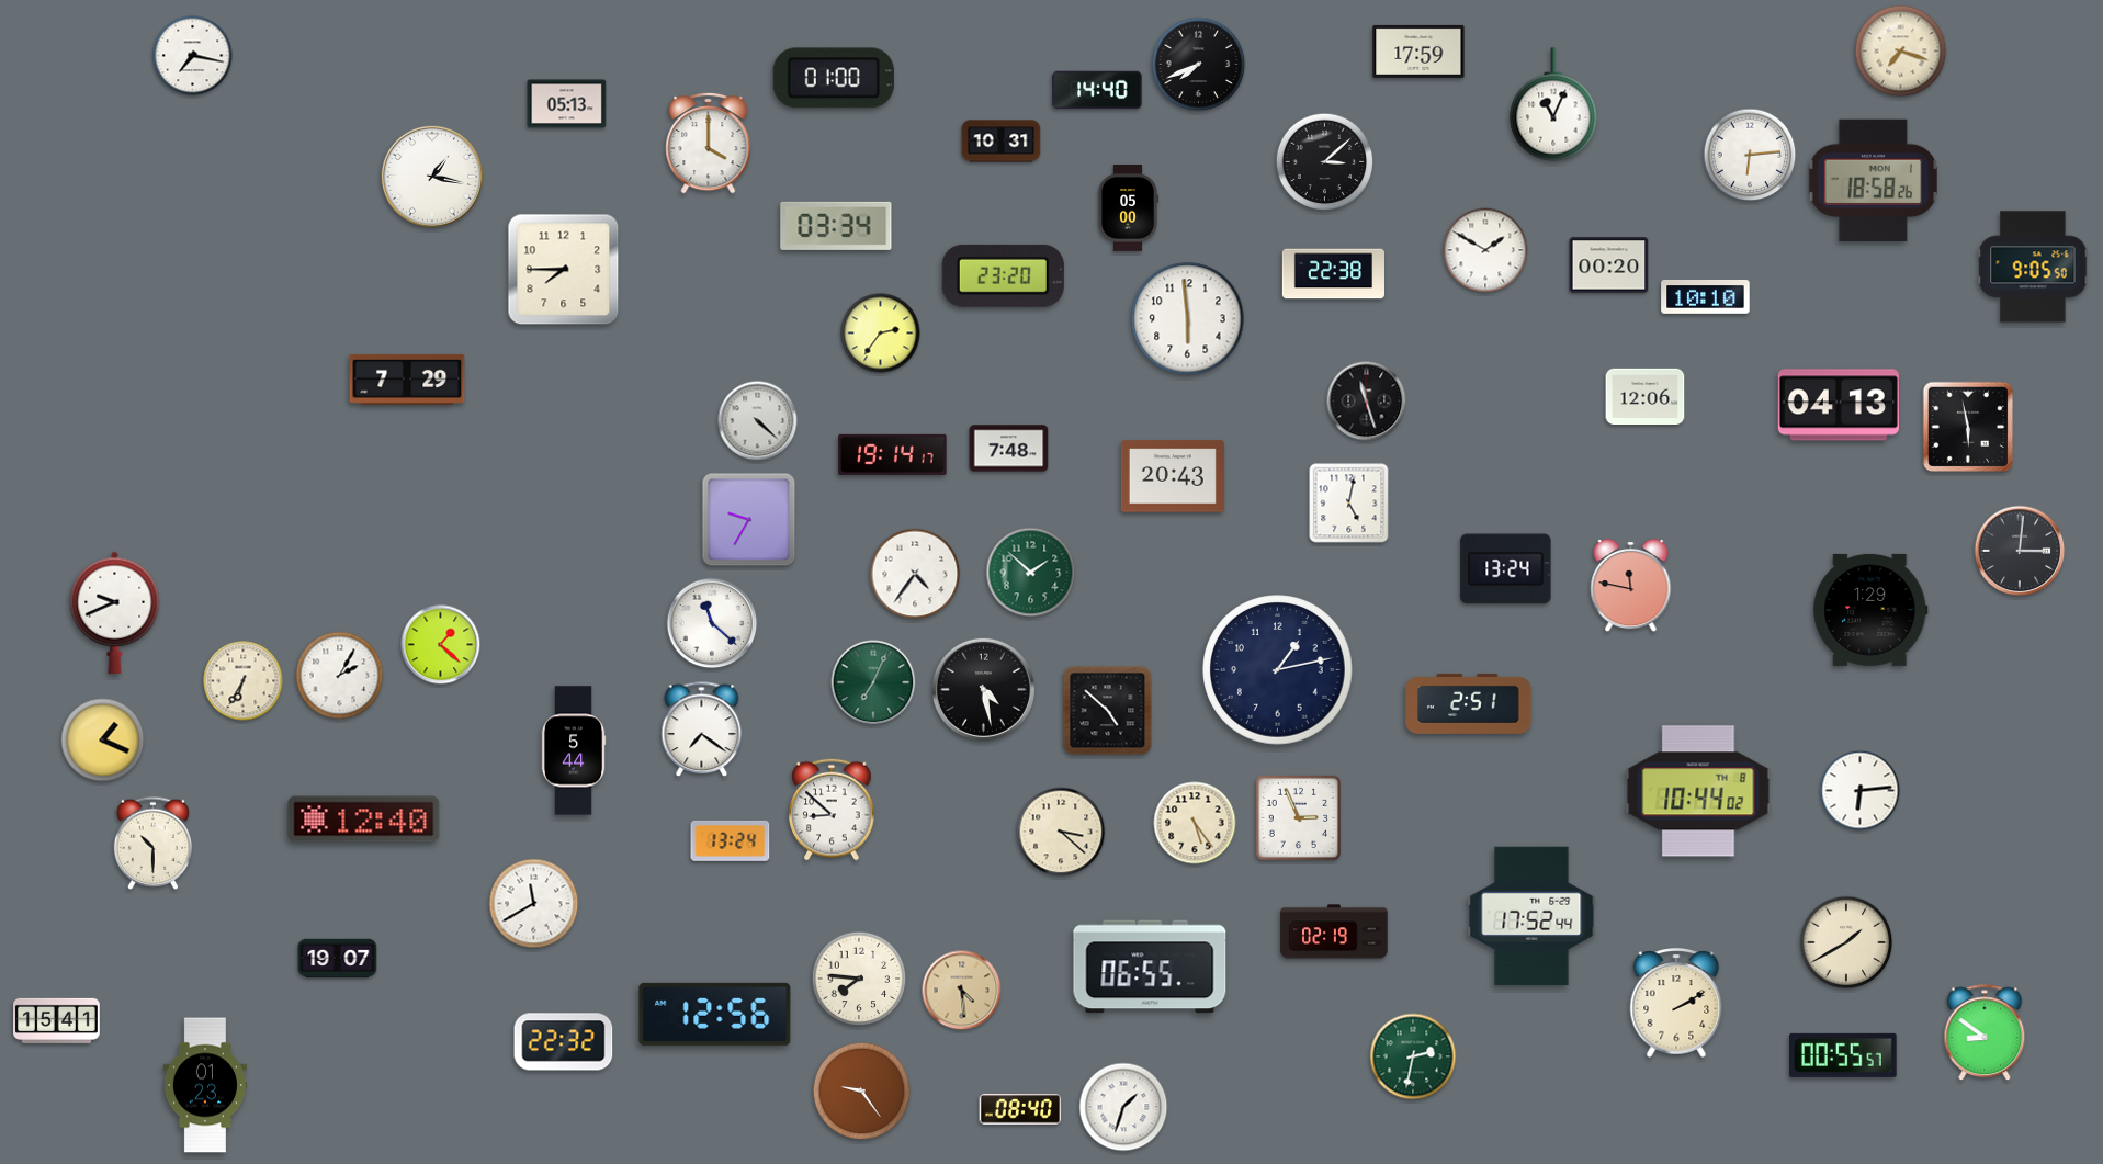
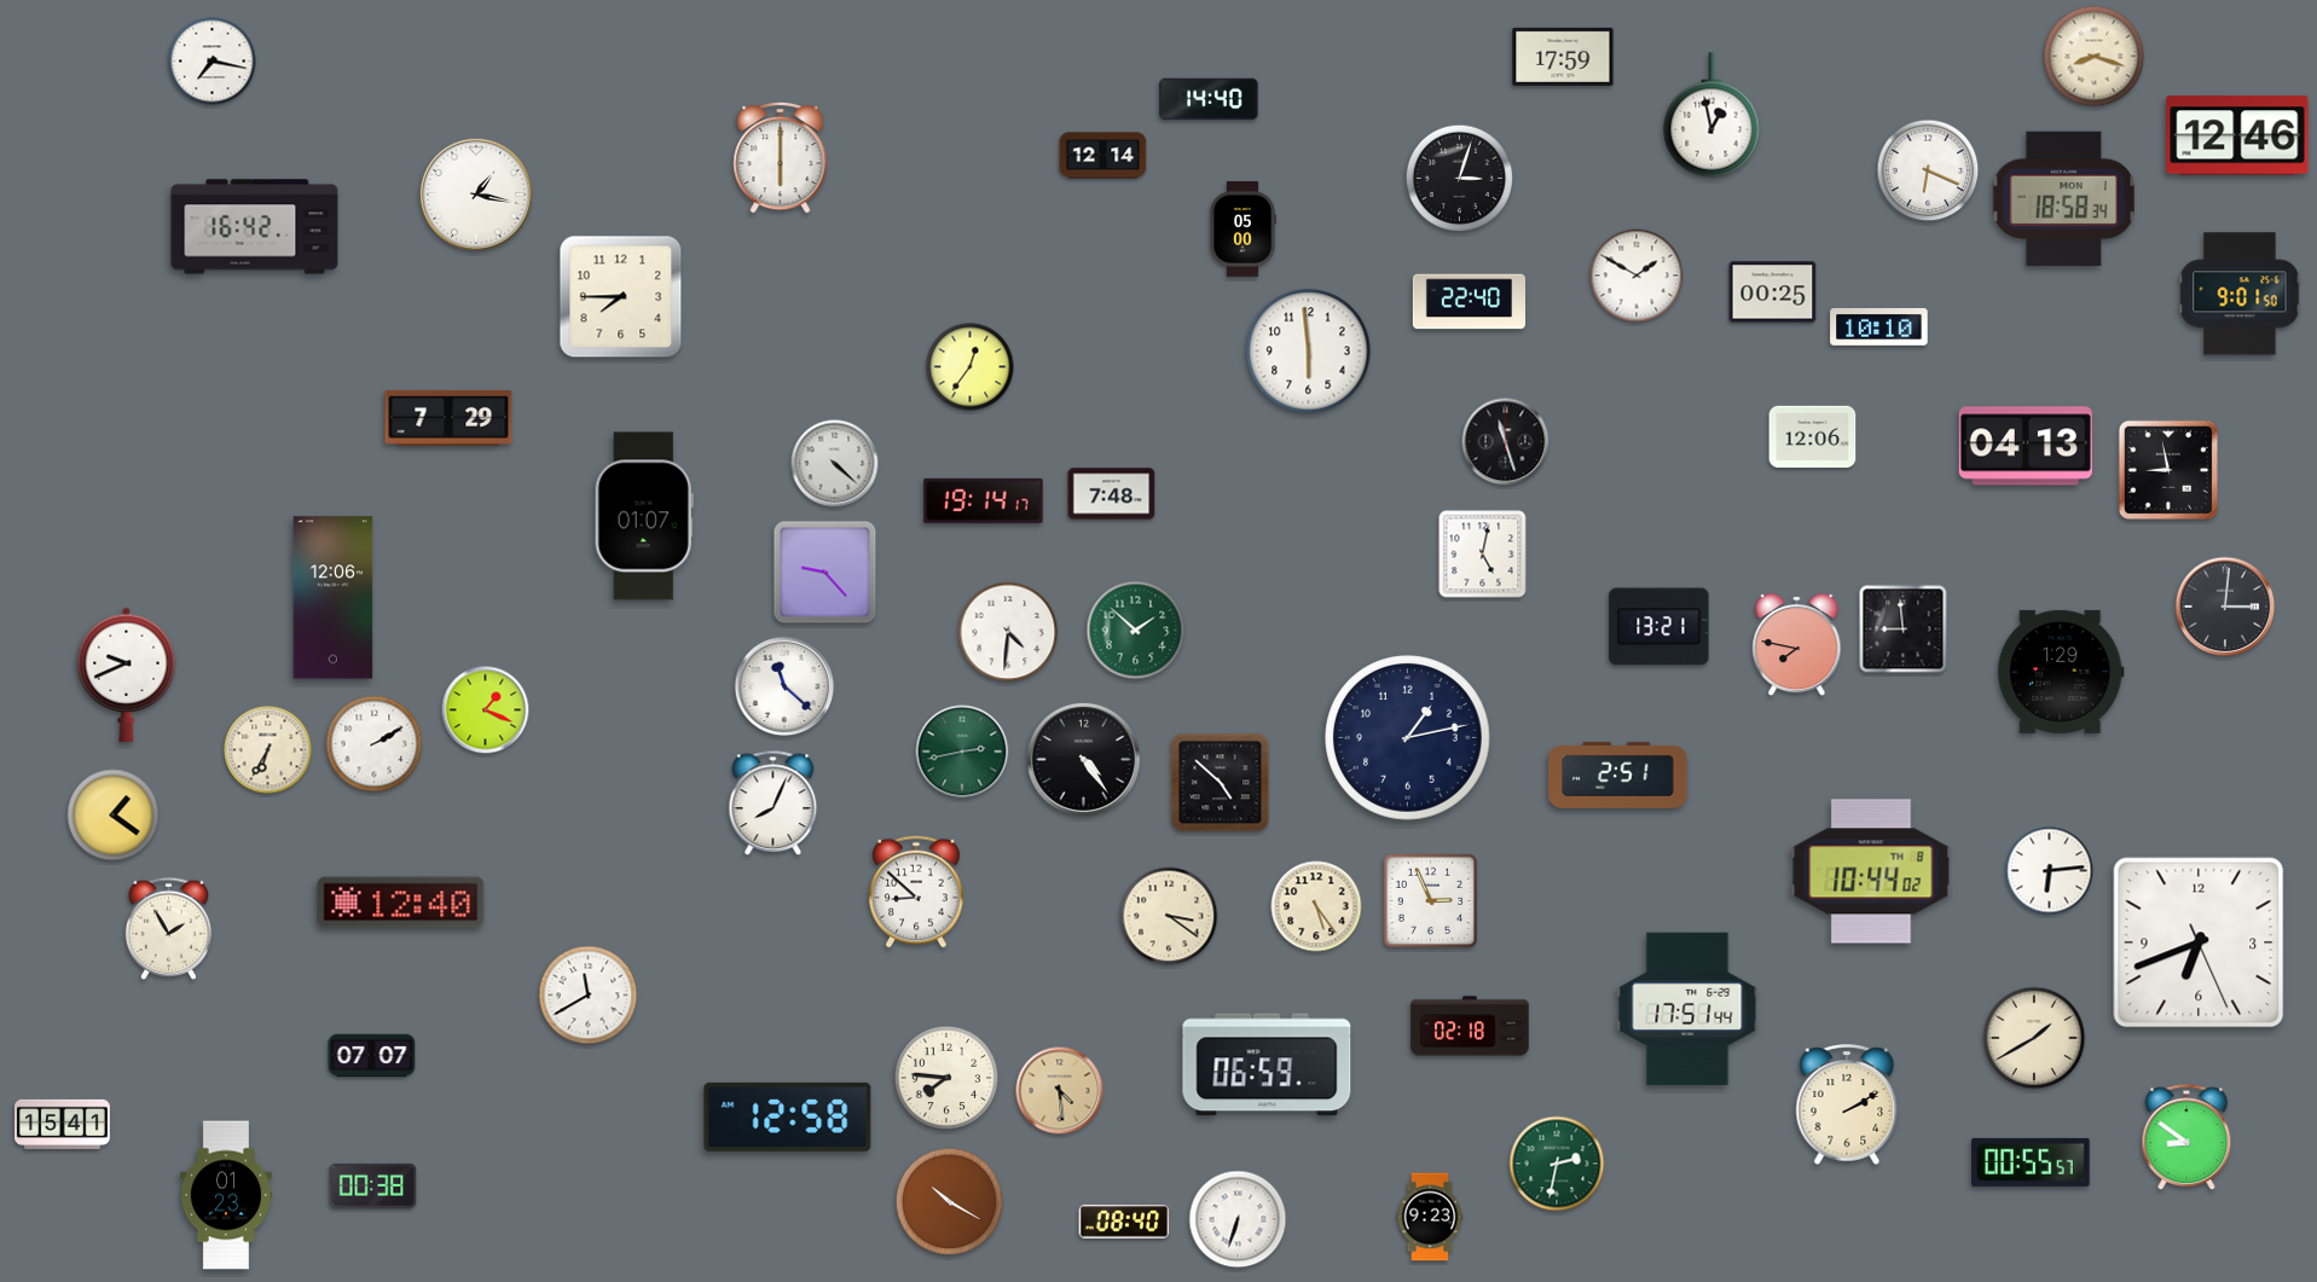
clock at (1901, 52): 7:18 -> 8:18
clock at (1199, 65): 7:41 -> none
clock at (834, 78): 01:00 -> none
clock at (567, 104): 05:13 -> none
clock at (1553, 104): 11:04 -> 12:58
clock at (2237, 135): none -> 12:46
clock at (1002, 142): 10:31 -> 12:14
clock at (709, 143): 4:00 -> 6:00
clock at (1750, 155): 6:14 -> 6:19
clock at (1325, 162): 3:08 -> 3:03
clock at (1873, 180): 18:58:26 -> 18:58:34
clock at (255, 227): none -> 16:42
clock at (836, 226): 03:34 -> none
clock at (1609, 265): 00:20 -> 00:25
clock at (2033, 267): 9:05 -> 9:01
clock at (1333, 274): 22:38 -> 22:40
clock at (1003, 275): 23:20 -> none
clock at (881, 334): 2:36 -> 12:36
clock at (1968, 427): 5:58 -> 8:58
clock at (644, 516): none -> 01:07
clock at (1173, 476): 20:43 -> none
clock at (1349, 504) position: (1349, 504) -> (1483, 555)
clock at (749, 520): 9:35 -> 9:23
clock at (334, 598): none -> 12:06
clock at (1506, 569): 13:24 -> 13:21
clock at (1904, 630): none -> 8:59
clock at (915, 574): 4:36 -> 4:31
clock at (1631, 586): 11:47 -> 7:47
clock at (441, 645): 1:22 -> 1:19
clock at (340, 676): 2:05 -> 2:10
clock at (873, 682): 7:04 -> 2:43
clock at (983, 689): 4:28 -> 4:24
clock at (702, 730): 7:21 -> 8:04
clock at (103, 741): 1:19 -> 1:21
clock at (574, 750): 5:44 -> none
clock at (1061, 832): 3:22 -> 3:21
clock at (731, 840): 13:24 -> none
clock at (152, 843): 10:30 -> 1:55
clock at (2199, 942): none -> 6:41
clock at (1531, 916): 17:52 -> 17:51
clock at (1334, 931): 02:19 -> 02:18
clock at (338, 959): 19:07 -> 07:07
clock at (1150, 967): 06:55 -> 06:59
clock at (715, 1014): 12:56 -> 12:58
clock at (564, 1042): 22:32 -> none
clock at (373, 1185): none -> 00:38
clock at (862, 1092): 9:24 -> 10:20
clock at (1430, 1217): none -> 9:23
clock at (1123, 1107): 1:33 -> 6:33
